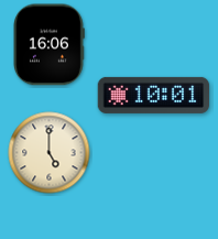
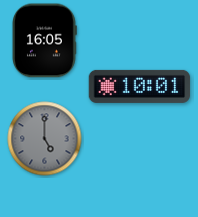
clock at (50, 45): 16:06 -> 16:05
clock at (50, 153) dial: cream -> grey
